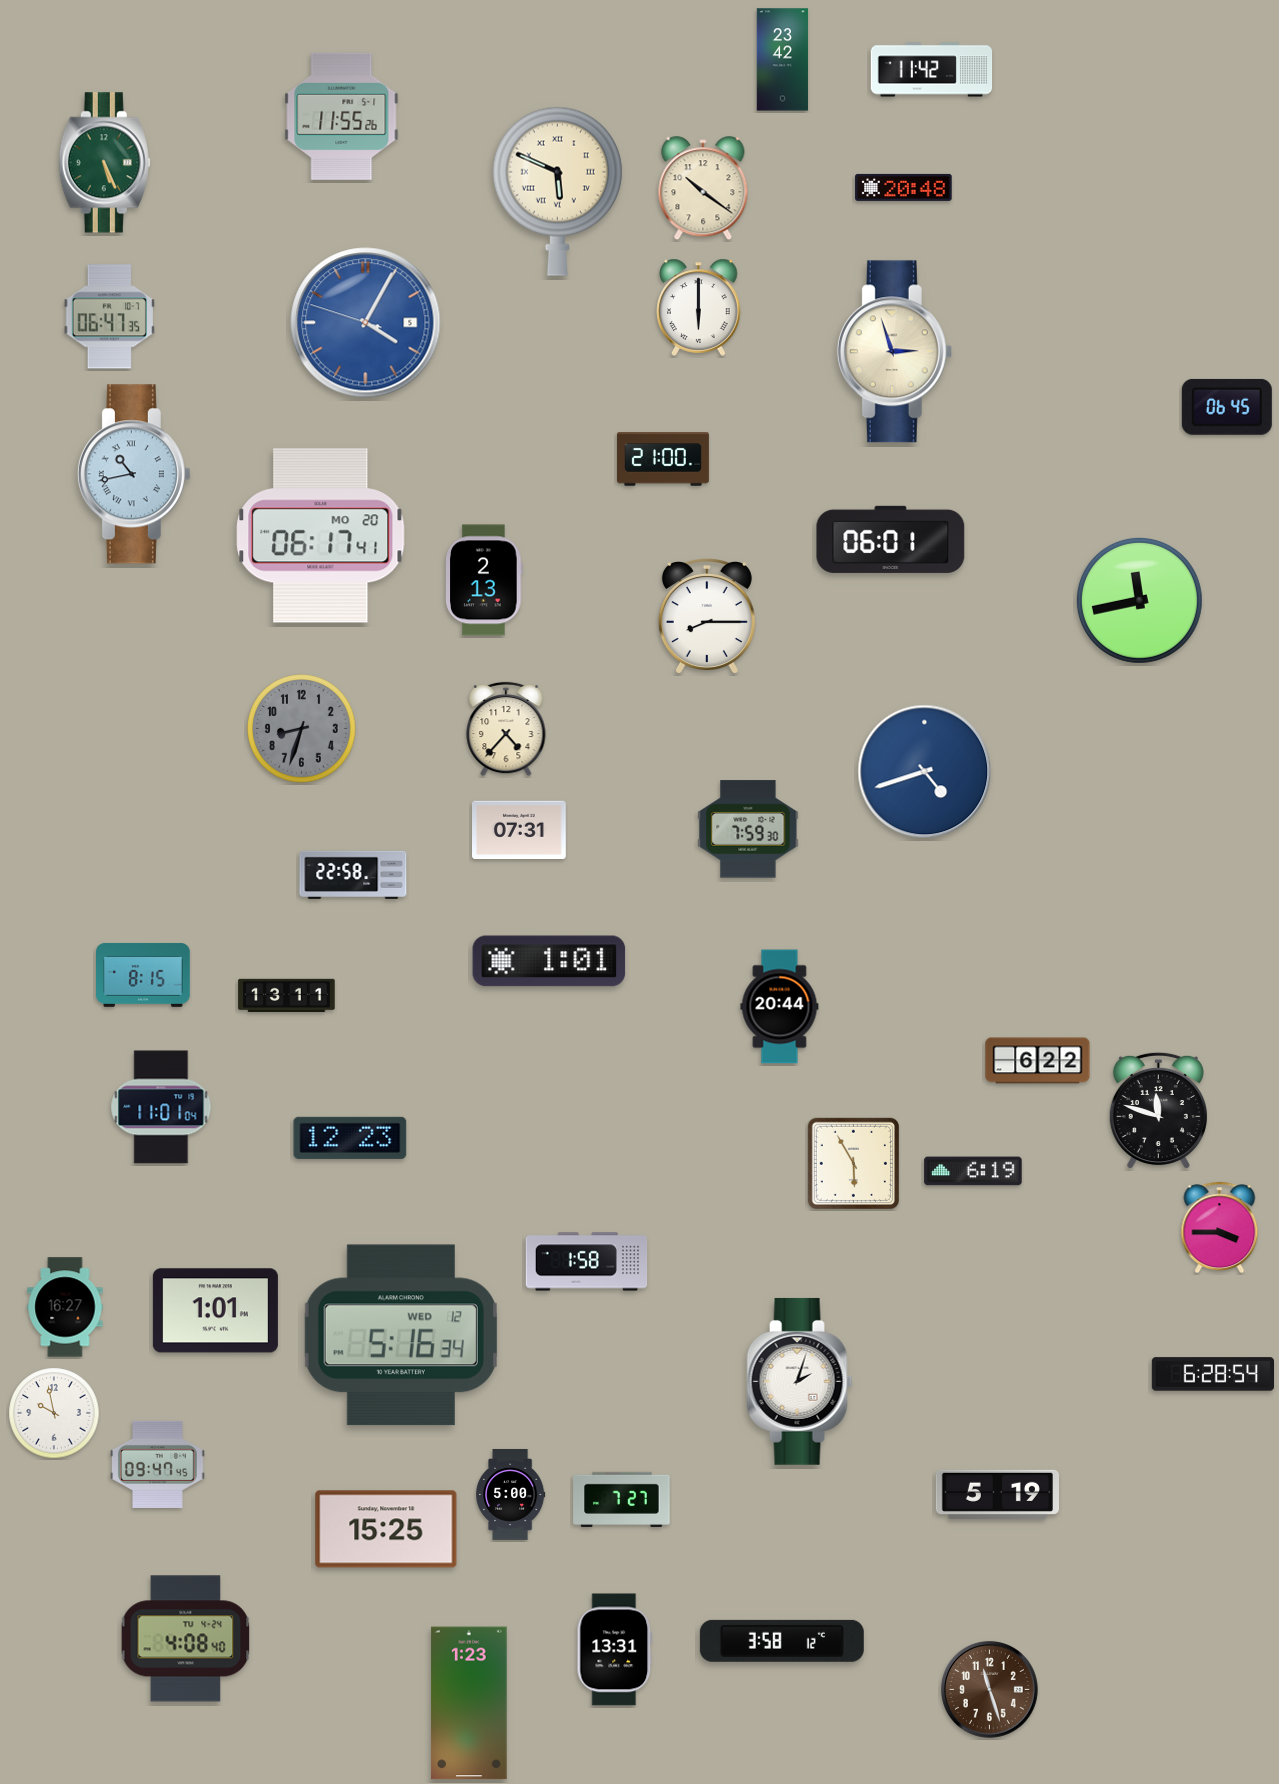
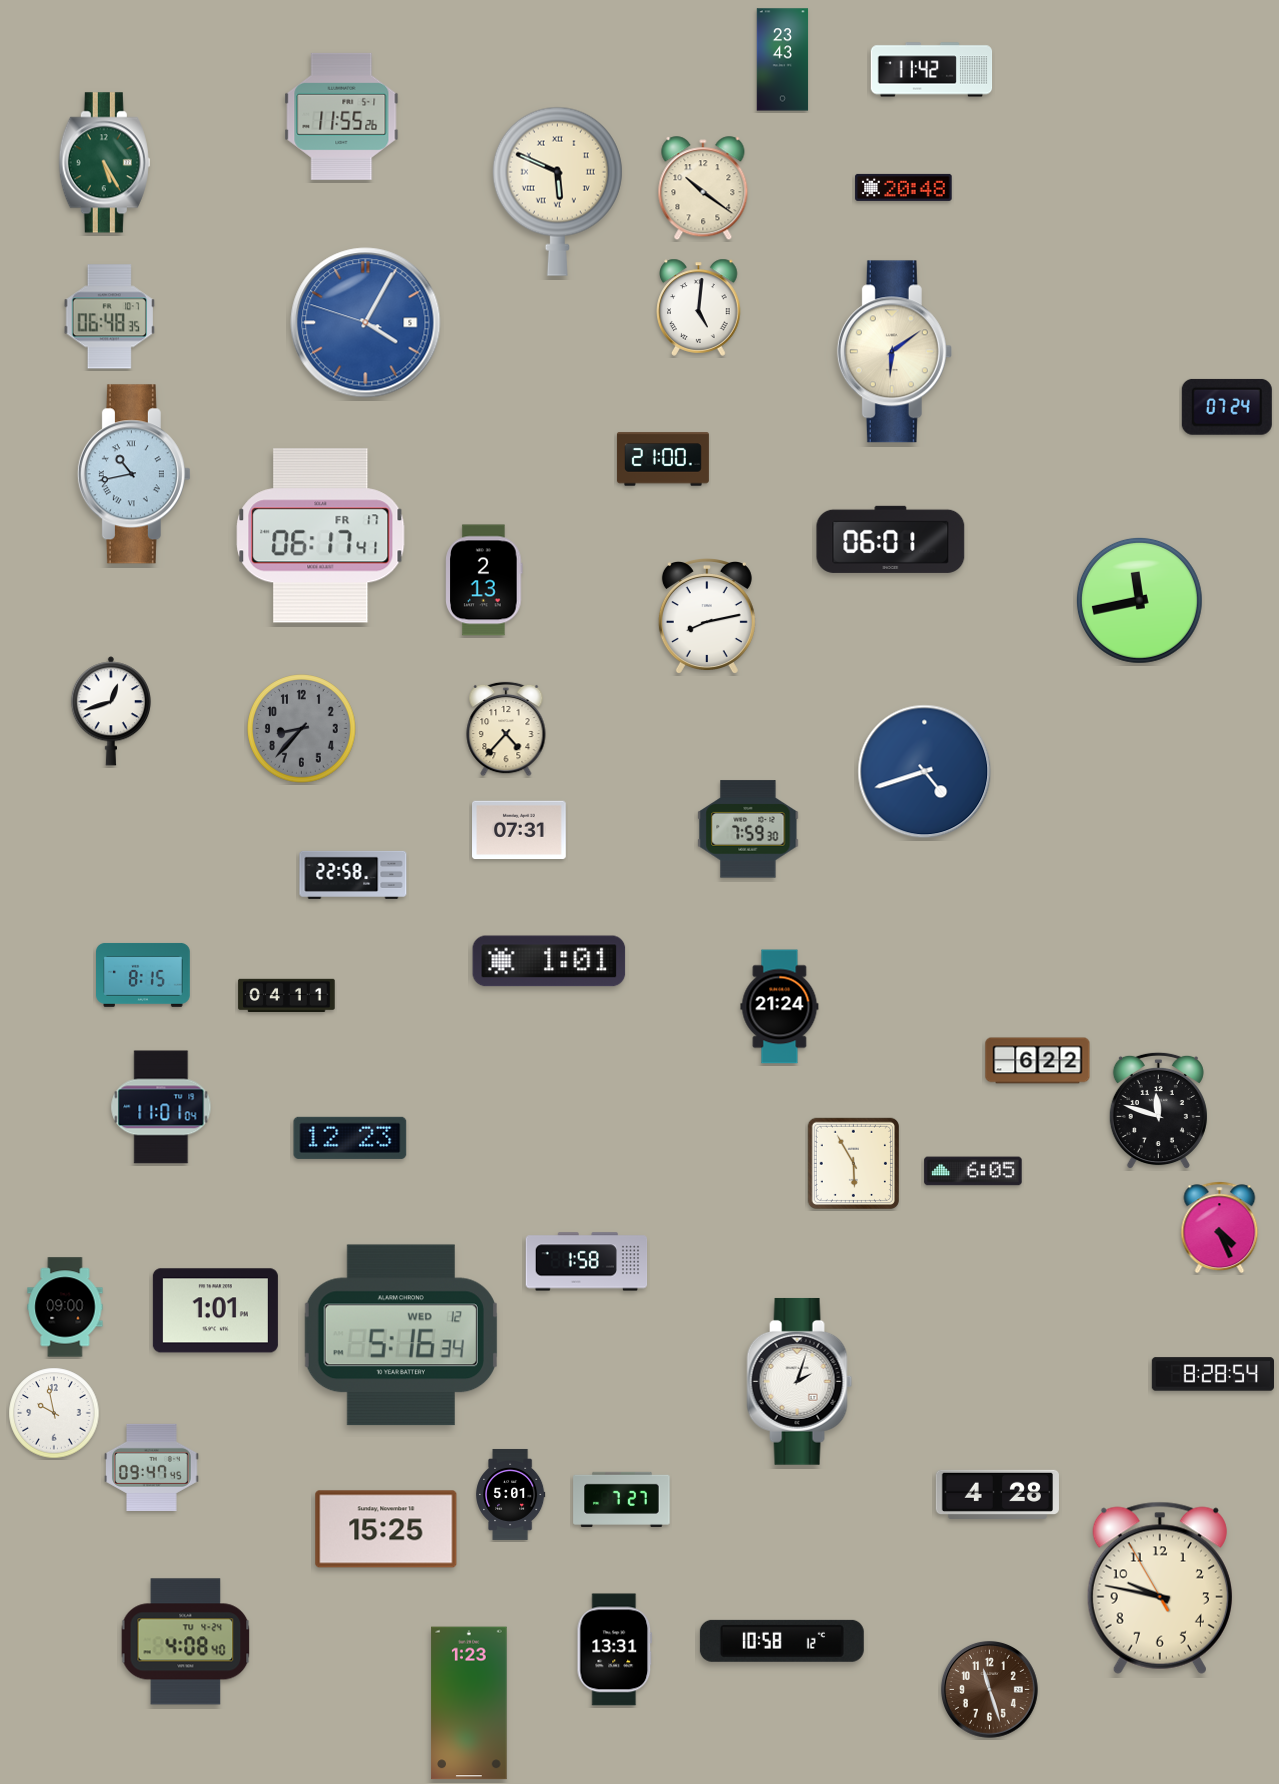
clock at (783, 60): 23:42 -> 23:43
clock at (104, 163): 5:26 -> 5:25
clock at (699, 307): 6:00 -> 5:01
clock at (109, 317): 06:47 -> 06:48
clock at (894, 352): 2:57 -> 6:09
clock at (1227, 407): 06:45 -> 07:24
clock at (321, 536) date: MO 20 -> FR 17
clock at (707, 616): 8:15 -> 8:13
clock at (111, 711): none -> 12:42
clock at (302, 729): 8:33 -> 8:37
clock at (287, 996): 13:11 -> 04:11
clock at (780, 1007): 20:44 -> 21:24
clock at (973, 1171): 6:19 -> 6:05
clock at (1220, 1228): 3:45 -> 4:26
clock at (65, 1307): 16:27 -> 09:00
clock at (1212, 1374): 6:28 -> 8:28
clock at (158, 1464) position: (158, 1464) -> (152, 1467)
clock at (511, 1494): 5:00 -> 5:01
clock at (997, 1494): 5:19 -> 4:28
clock at (1160, 1588): none -> 9:46
clock at (186, 1639) position: (186, 1639) -> (186, 1642)
clock at (782, 1641): 3:58 -> 10:58
